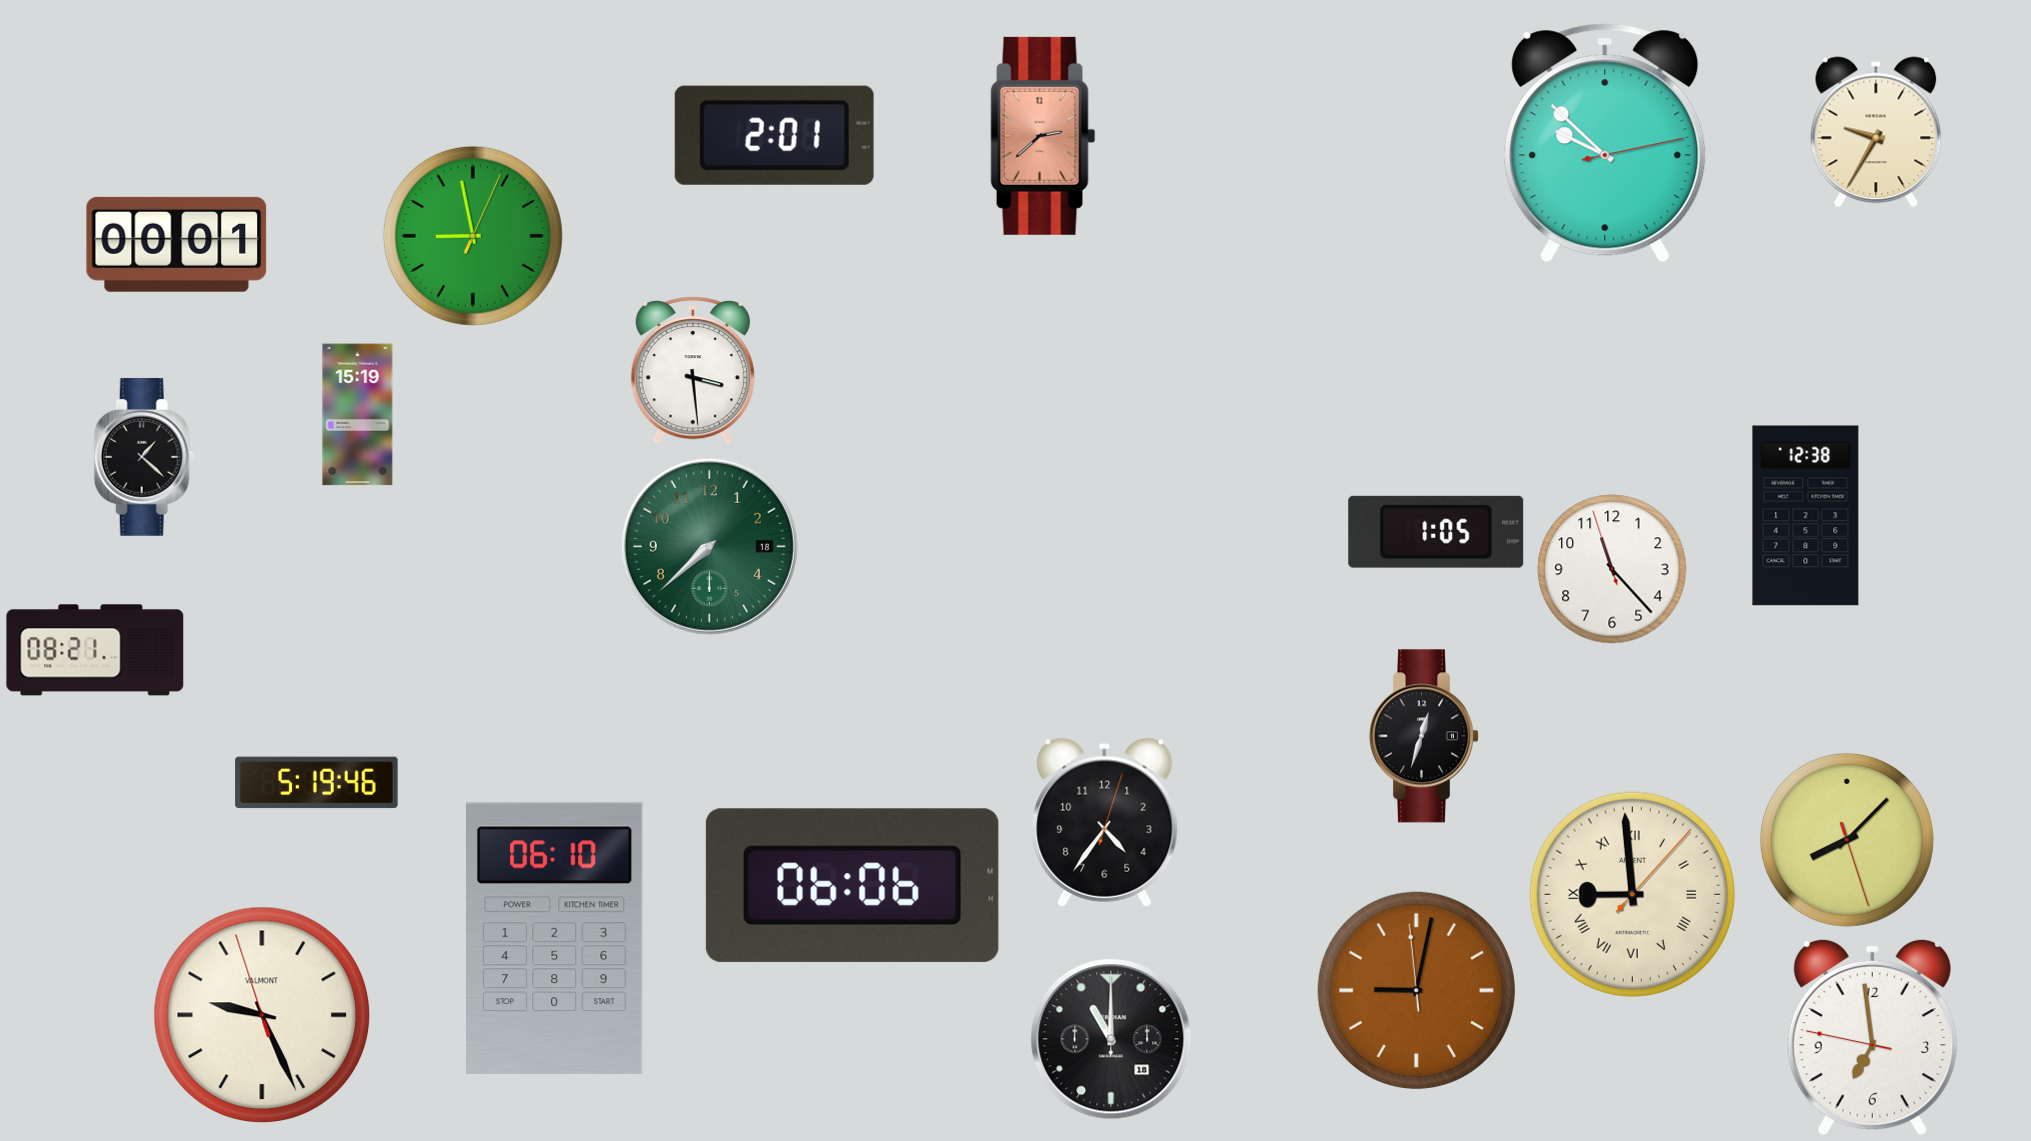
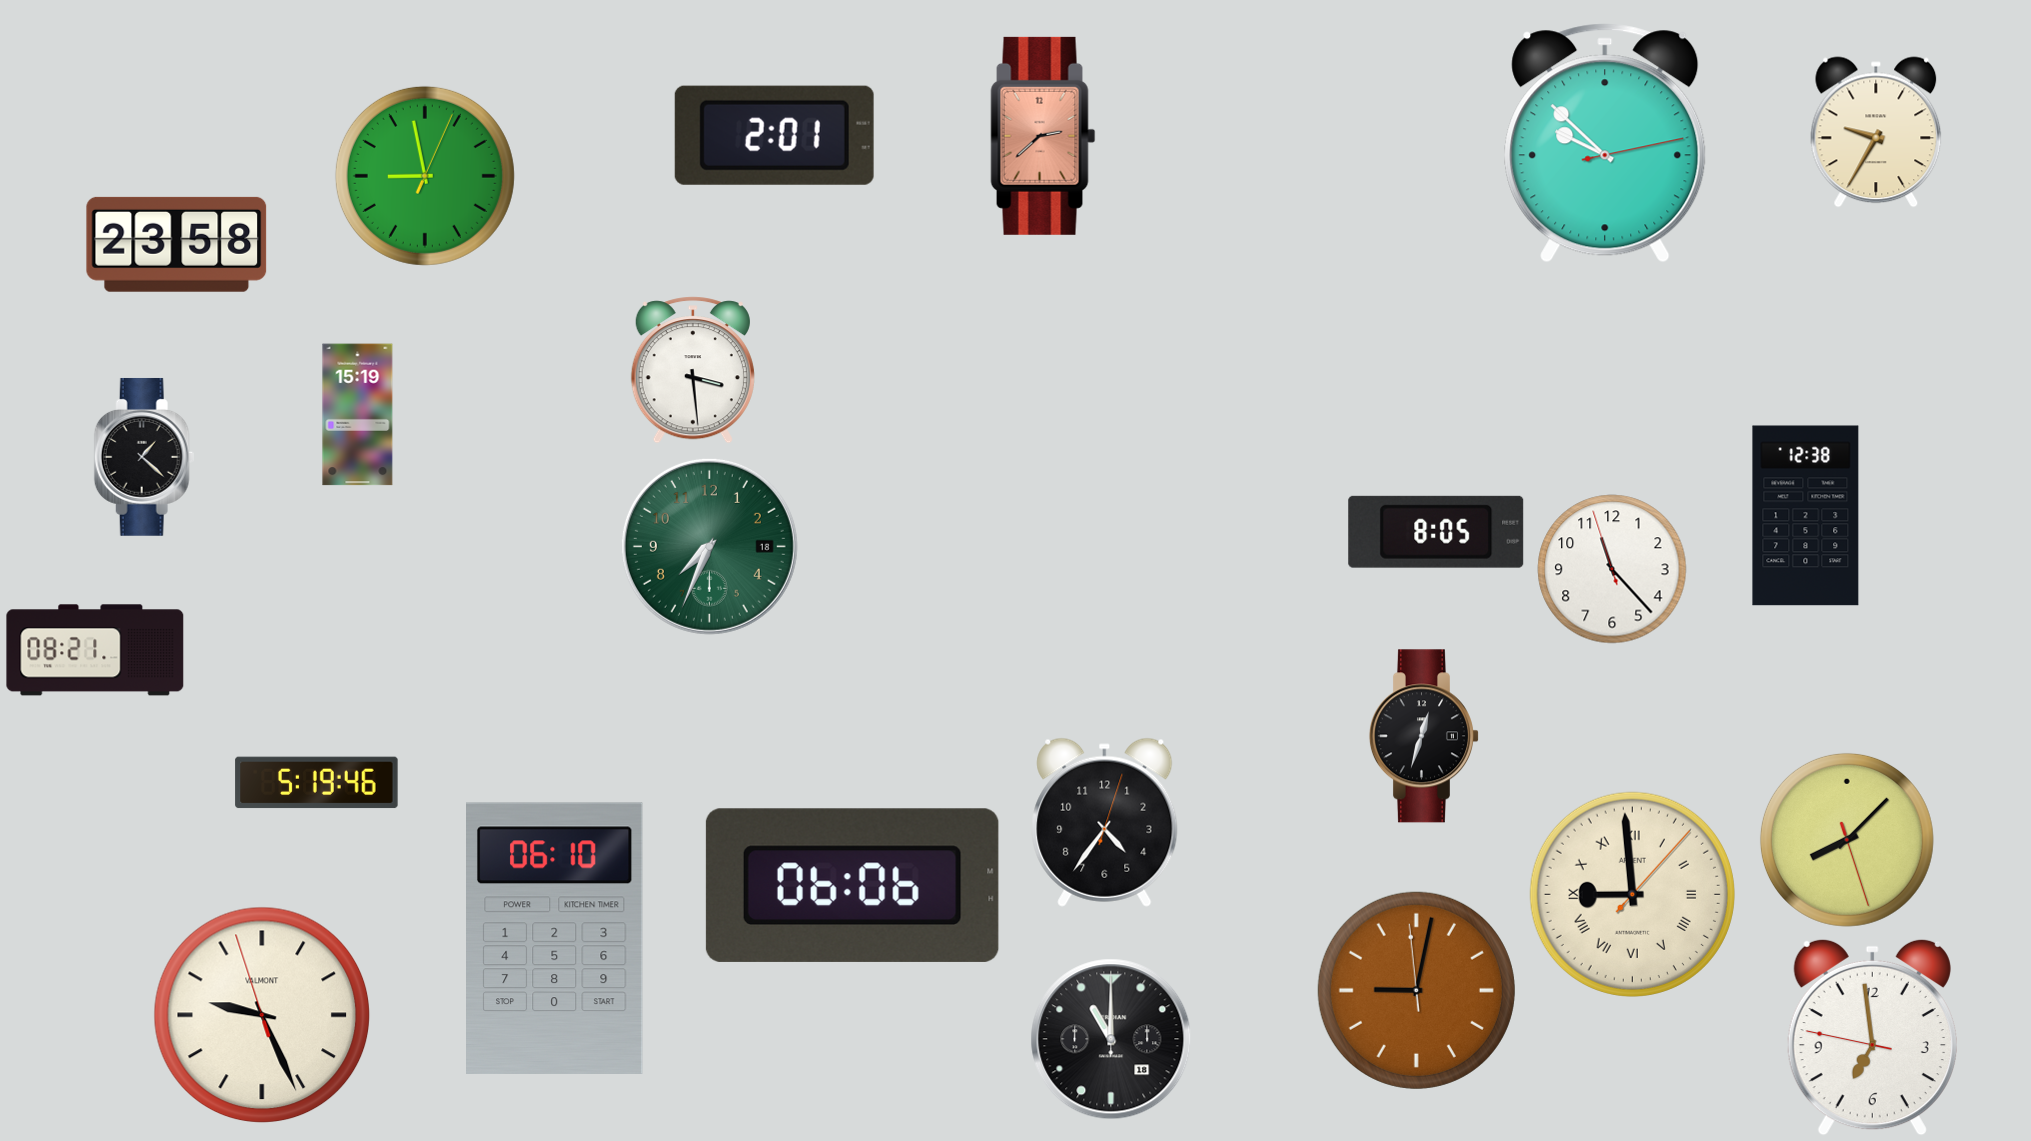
clock at (473, 236) position: (473, 236) -> (425, 176)
clock at (177, 244): 00:01 -> 23:58
clock at (1436, 532): 1:05 -> 8:05
clock at (709, 546): 7:38 -> 7:34
